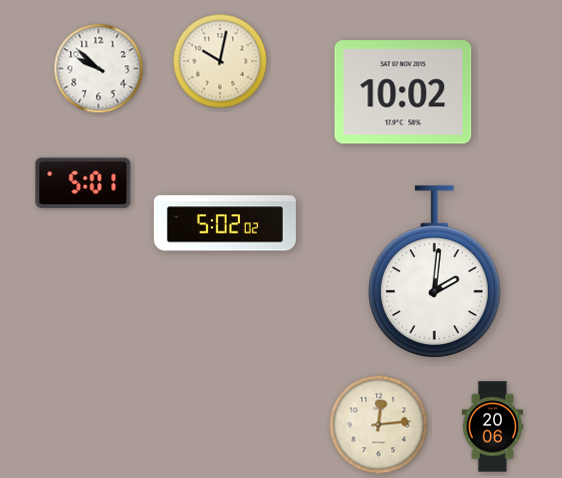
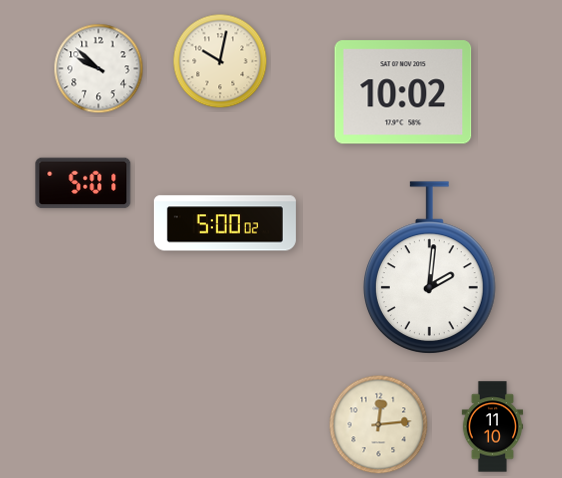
clock at (225, 223): 5:02 -> 5:00
clock at (435, 272) position: (435, 272) -> (430, 268)
clock at (493, 427): 20:06 -> 11:10
